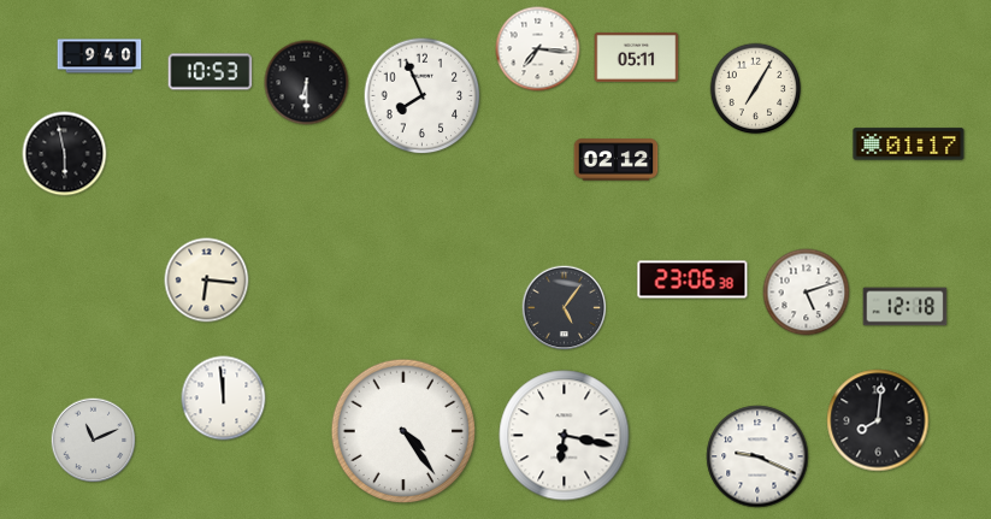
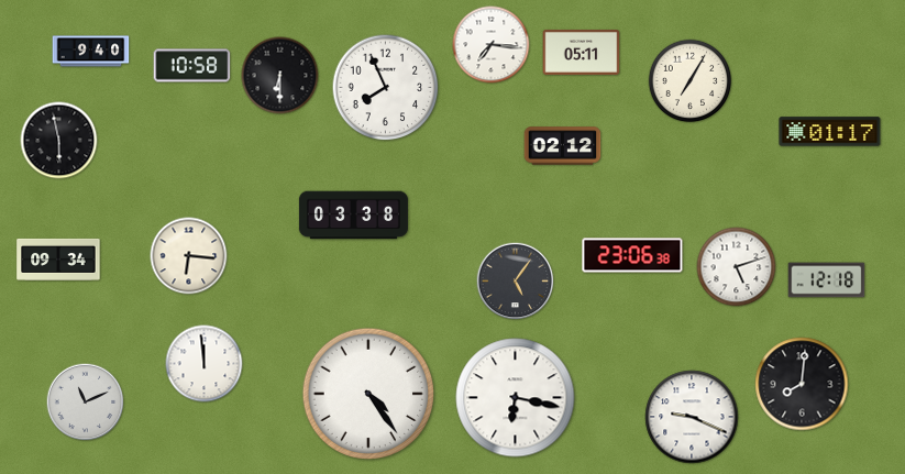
clock at (211, 72): 10:53 -> 10:58
clock at (353, 216): none -> 03:38
clock at (58, 260): none -> 09:34
